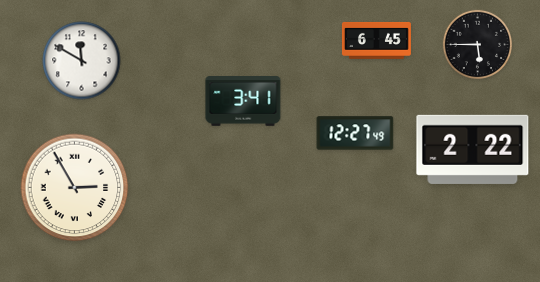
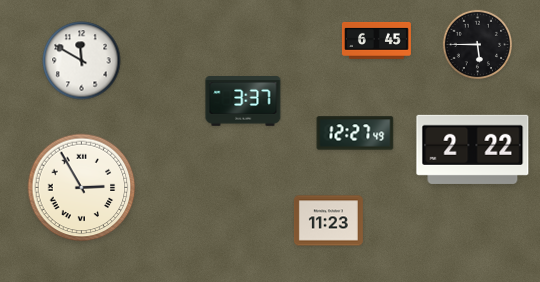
clock at (243, 101): 3:41 -> 3:37
clock at (75, 188) position: (75, 188) -> (82, 188)
clock at (328, 221): none -> 11:23
